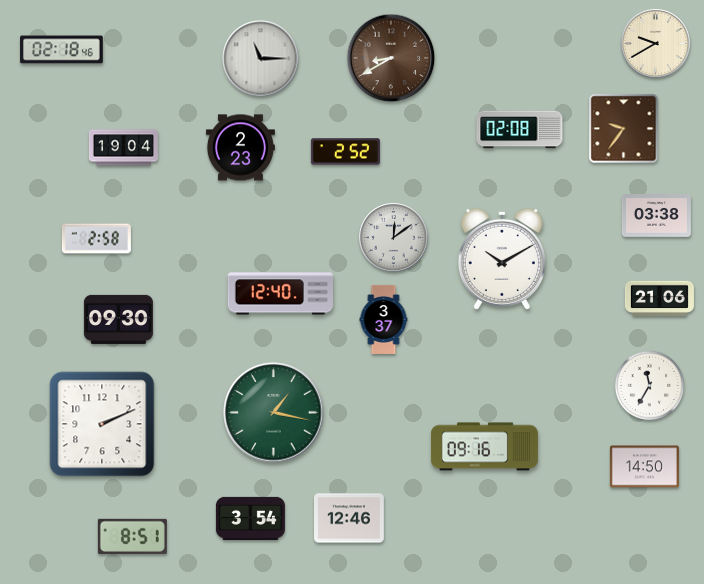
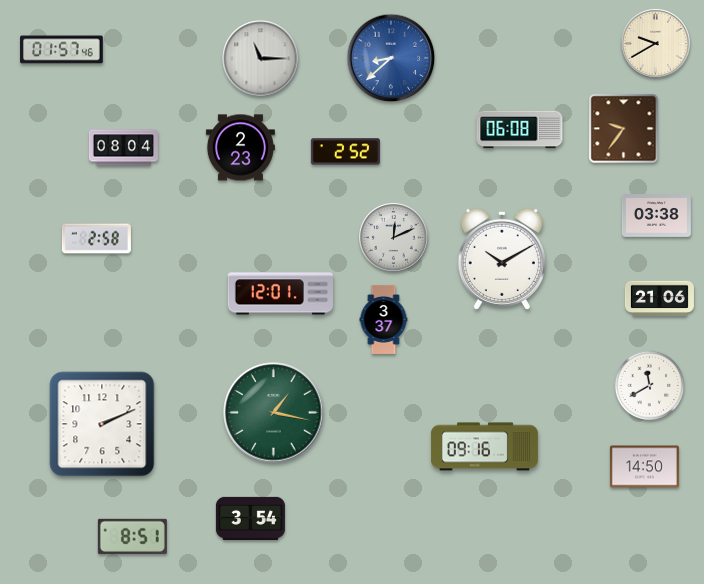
clock at (62, 50): 02:18 -> 01:57
clock at (391, 58): 8:40 -> 8:38
clock at (391, 58) dial: brown -> blue
clock at (520, 130): 02:08 -> 06:08
clock at (123, 148): 19:04 -> 08:04
clock at (394, 238): 12:09 -> 12:11
clock at (280, 294): 12:40 -> 12:01
clock at (118, 319): 09:30 -> none
clock at (650, 386): 11:35 -> 11:40
clock at (350, 518): 12:46 -> none
